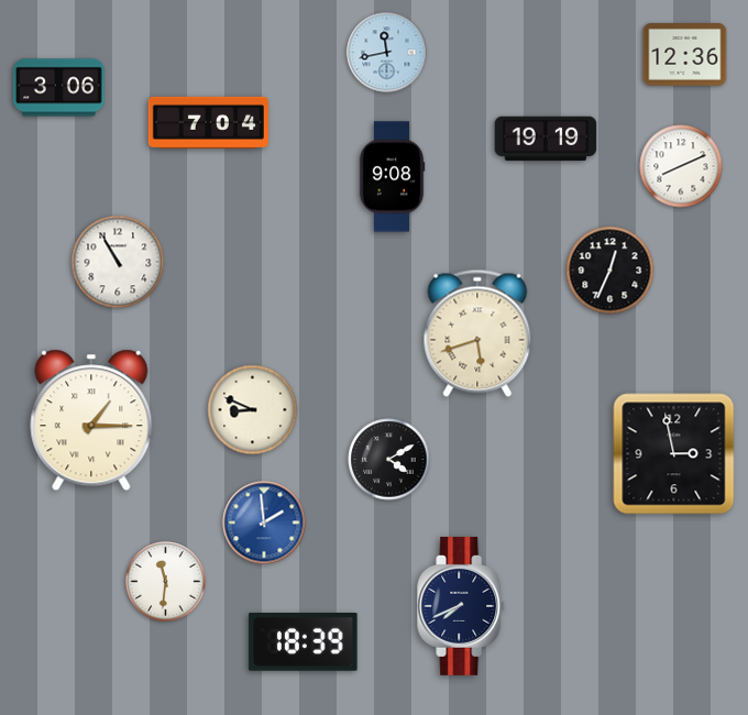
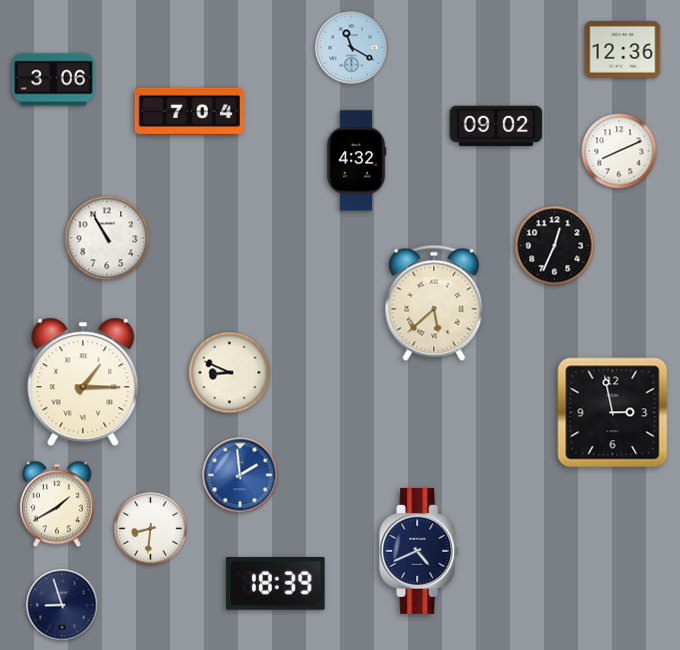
clock at (387, 53): 11:43 -> 11:20
clock at (546, 139): 19:19 -> 09:02
clock at (392, 177): 9:08 -> 4:32
clock at (477, 333): 5:42 -> 5:38
clock at (389, 460): 4:10 -> none
clock at (57, 504): none -> 1:40
clock at (166, 582): 11:31 -> 8:31
clock at (462, 606): 7:41 -> 4:41
clock at (62, 605): none -> 8:57
